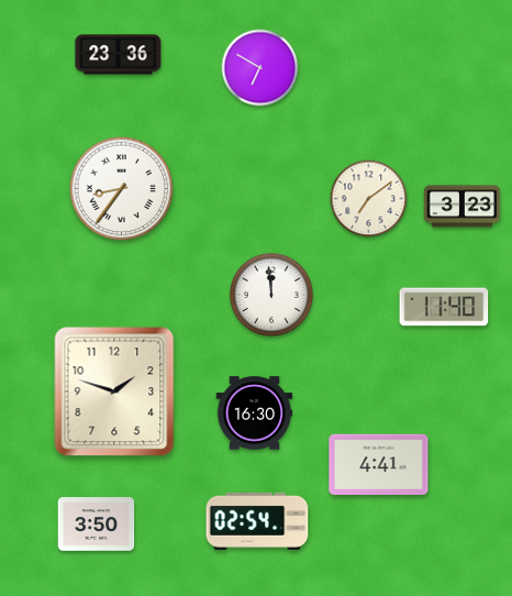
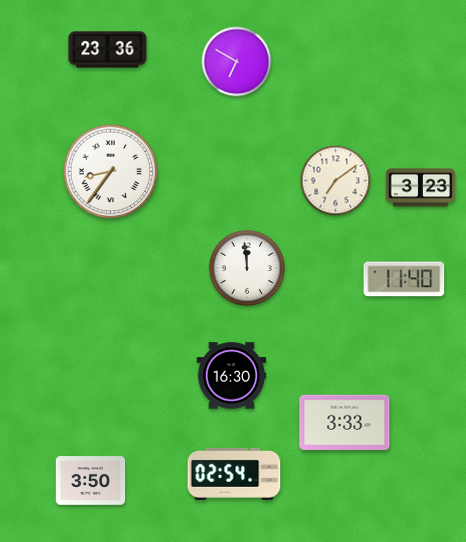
clock at (114, 391): 1:48 -> none
clock at (379, 464): 4:41 -> 3:33
clock at (97, 525) position: (97, 525) -> (91, 481)
